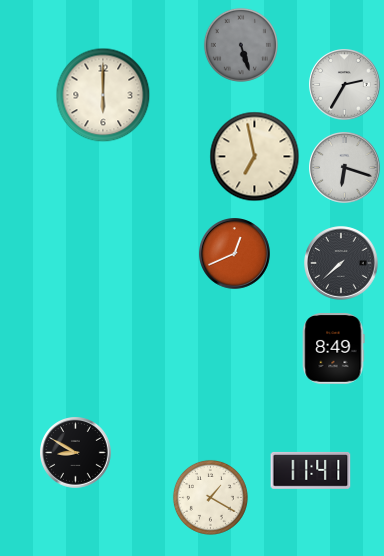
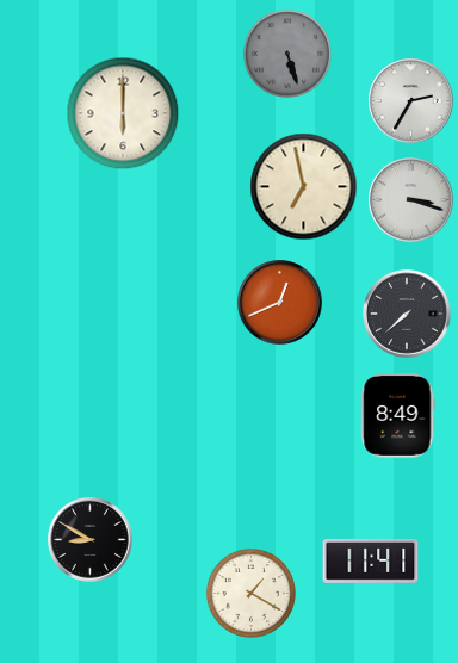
clock at (345, 168): 6:18 -> 3:18
